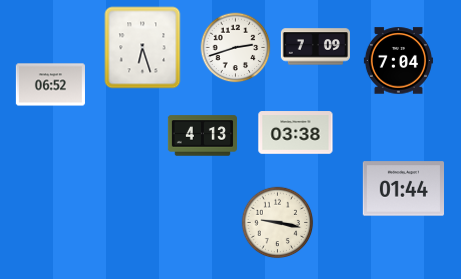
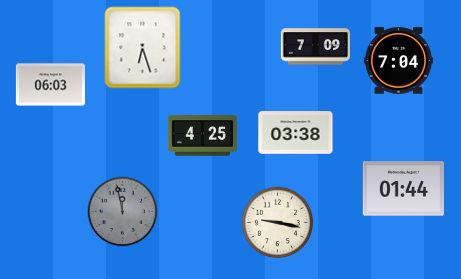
clock at (236, 48): 2:42 -> none
clock at (50, 85): 06:52 -> 06:03
clock at (202, 136): 4:13 -> 4:25
clock at (123, 212): none -> 11:58
